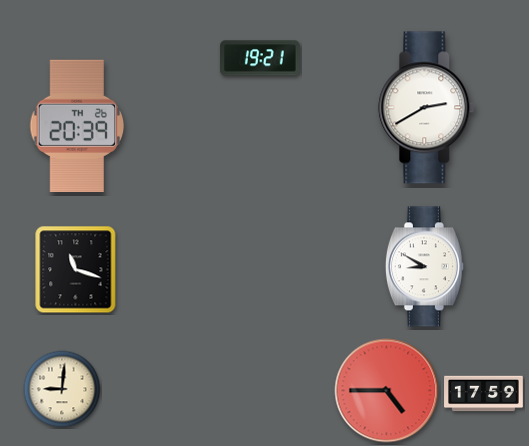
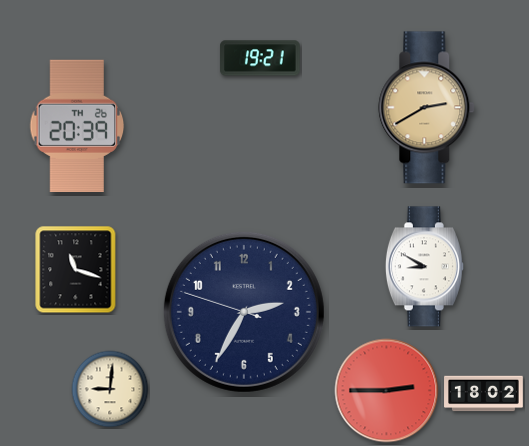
clock at (427, 108) dial: white -> champagne
clock at (244, 312): none -> 2:34
clock at (62, 389) position: (62, 389) -> (110, 389)
clock at (387, 391): 4:45 -> 2:45
clock at (484, 394): 17:59 -> 18:02
